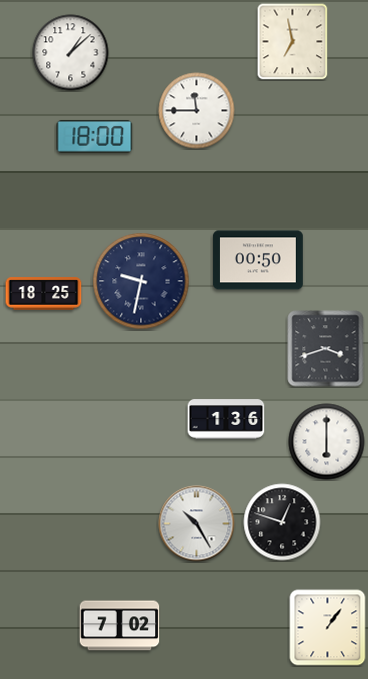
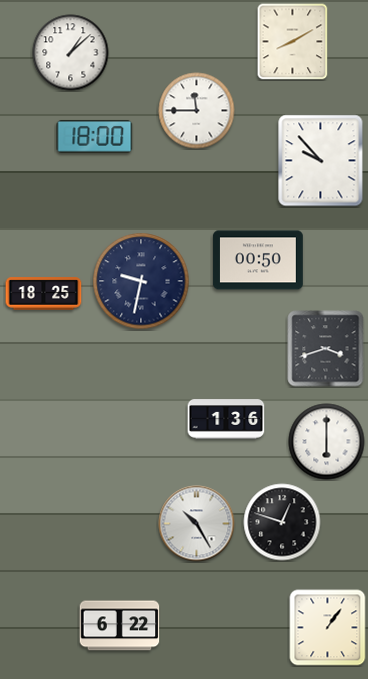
clock at (293, 41): 6:58 -> 8:10
clock at (321, 161): none -> 9:53
clock at (120, 626): 7:02 -> 6:22
